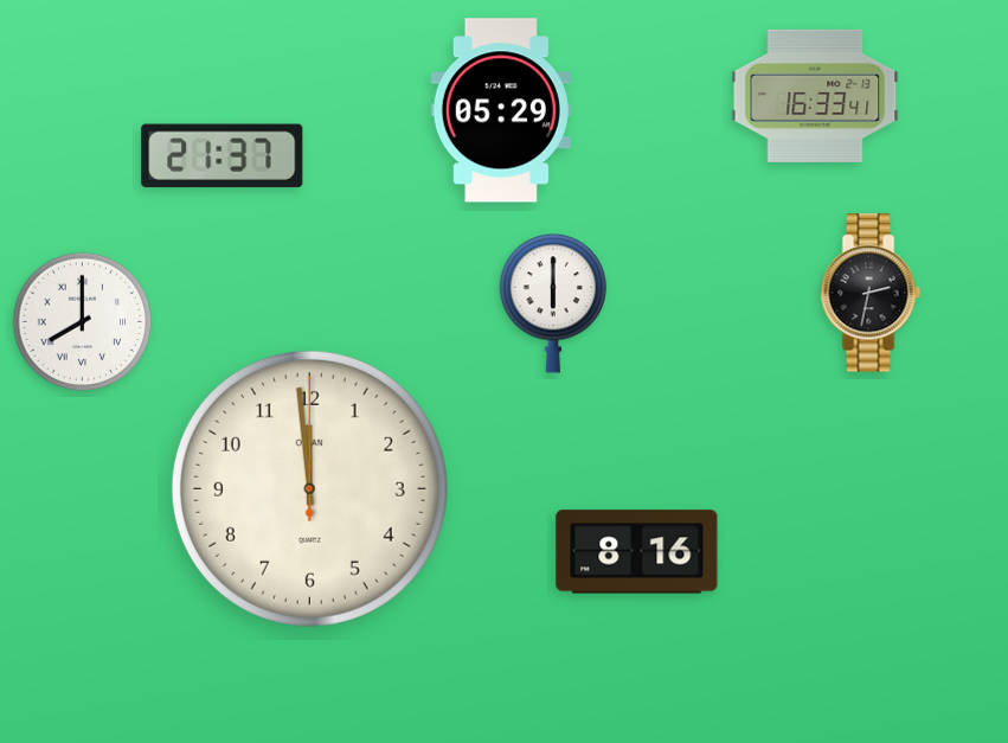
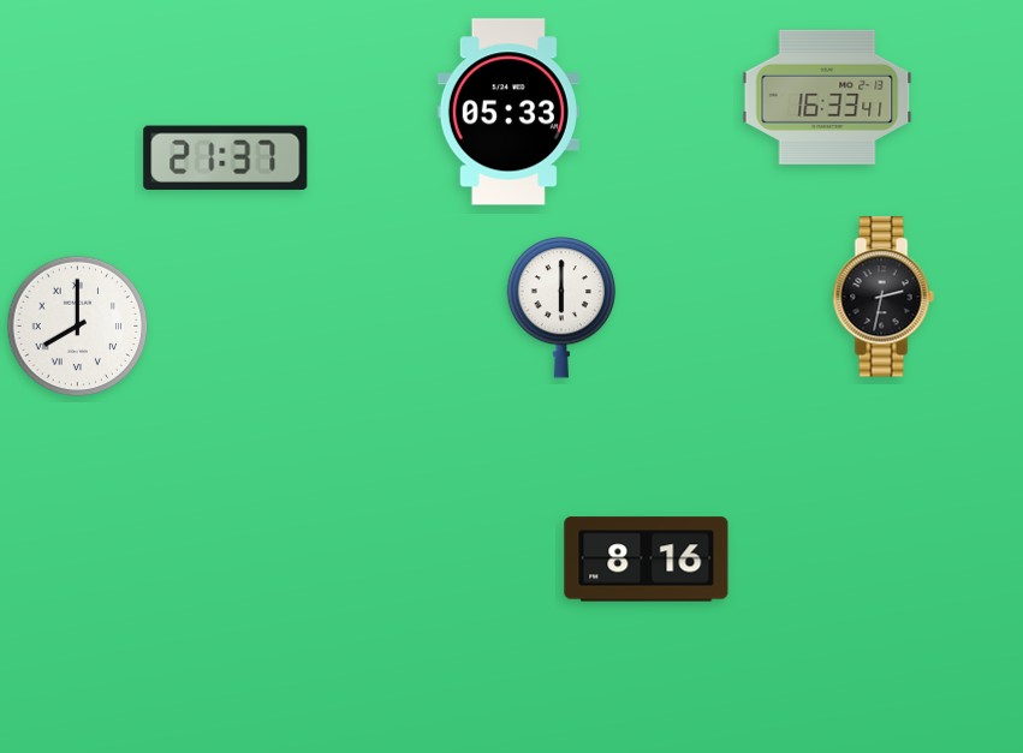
clock at (501, 110): 05:29 -> 05:33
clock at (83, 322) position: (83, 322) -> (78, 327)
clock at (309, 488): 11:59 -> none
